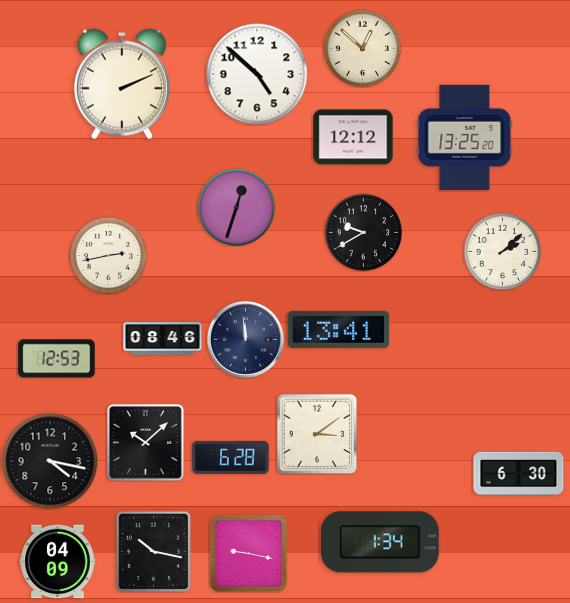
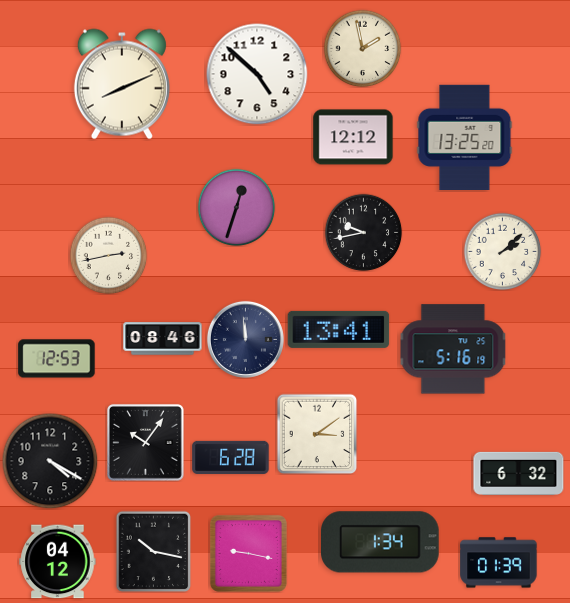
clock at (362, 48): 12:52 -> 1:58
clock at (122, 84): 2:11 -> 8:11
clock at (363, 232): 9:40 -> 9:43
clock at (453, 349): none -> 5:16
clock at (146, 443): 10:08 -> 10:06
clock at (50, 461): 4:17 -> 4:20
clock at (519, 473): 6:30 -> 6:32
clock at (58, 562): 04:09 -> 04:12
clock at (499, 563): none -> 01:39
